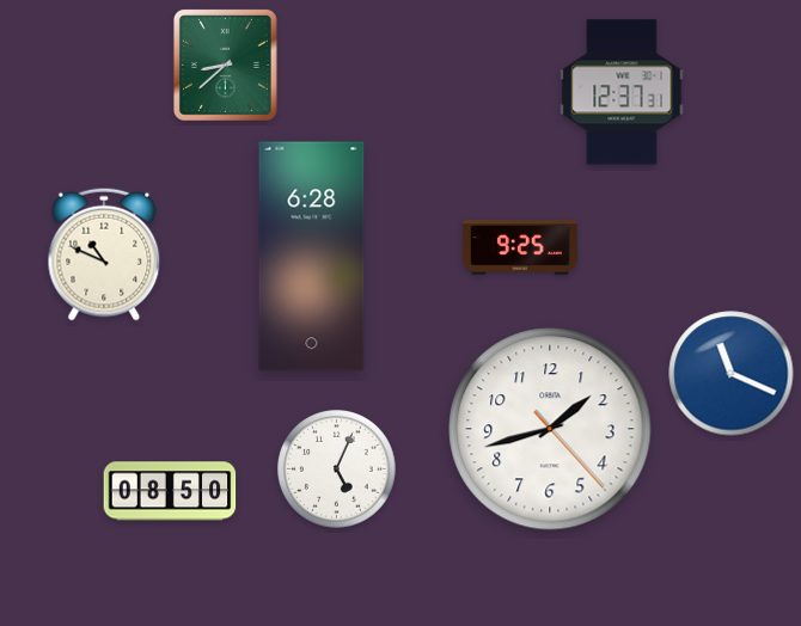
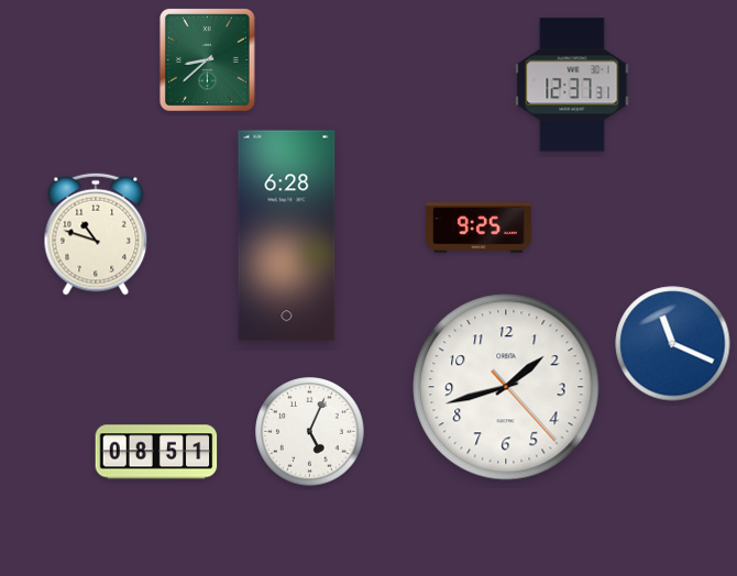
clock at (104, 254): 10:49 -> 10:48
clock at (550, 429) position: (550, 429) -> (506, 387)
clock at (170, 491): 08:50 -> 08:51
